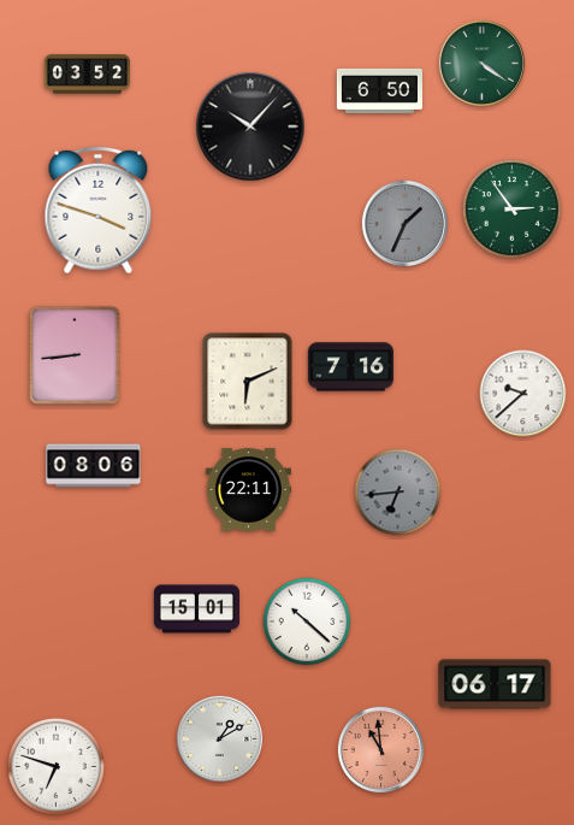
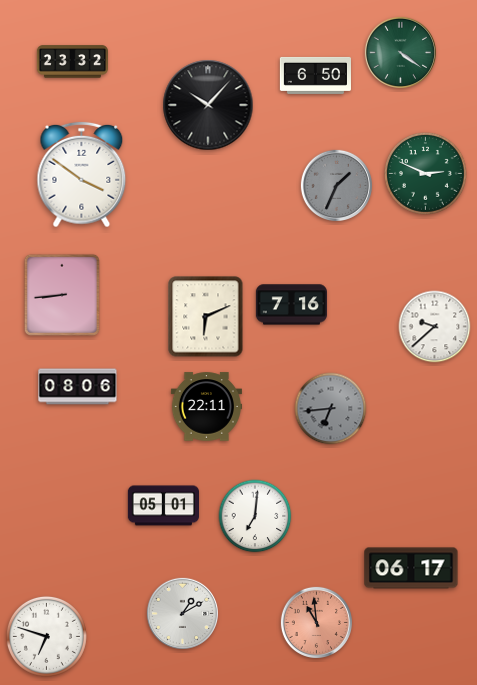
clock at (87, 75): 03:52 -> 23:32
clock at (511, 208): 2:54 -> 2:49
clock at (99, 211): 3:48 -> 3:51
clock at (196, 609): 15:01 -> 05:01
clock at (307, 621): 10:22 -> 7:01
